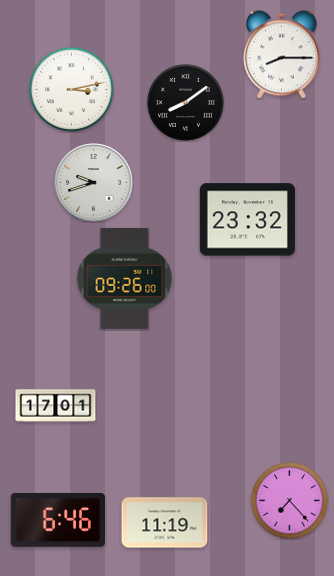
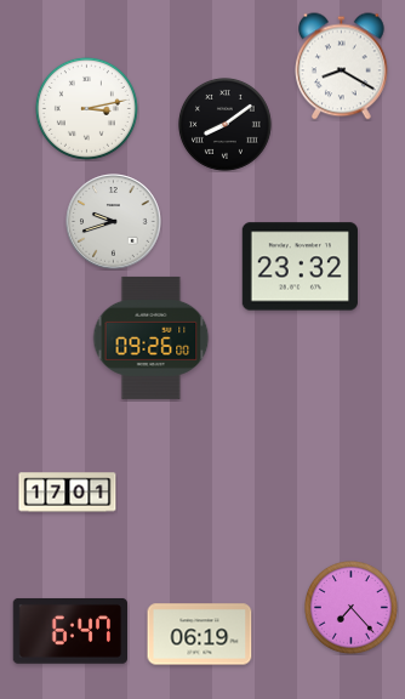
clock at (282, 55): 8:15 -> 8:20
clock at (57, 520): 6:46 -> 6:47
clock at (165, 523): 11:19 -> 06:19
